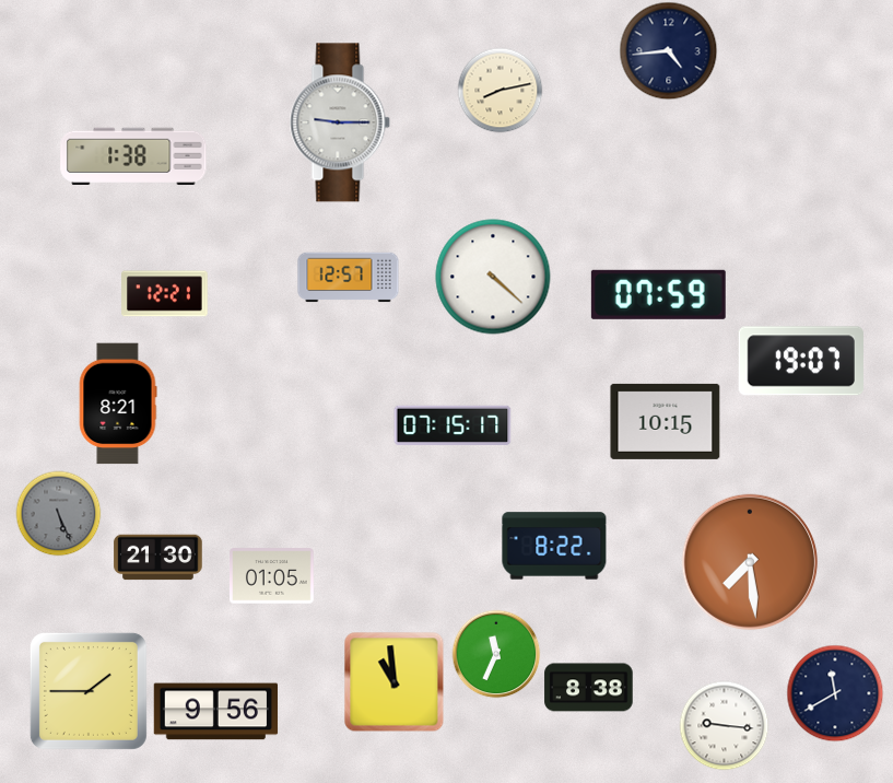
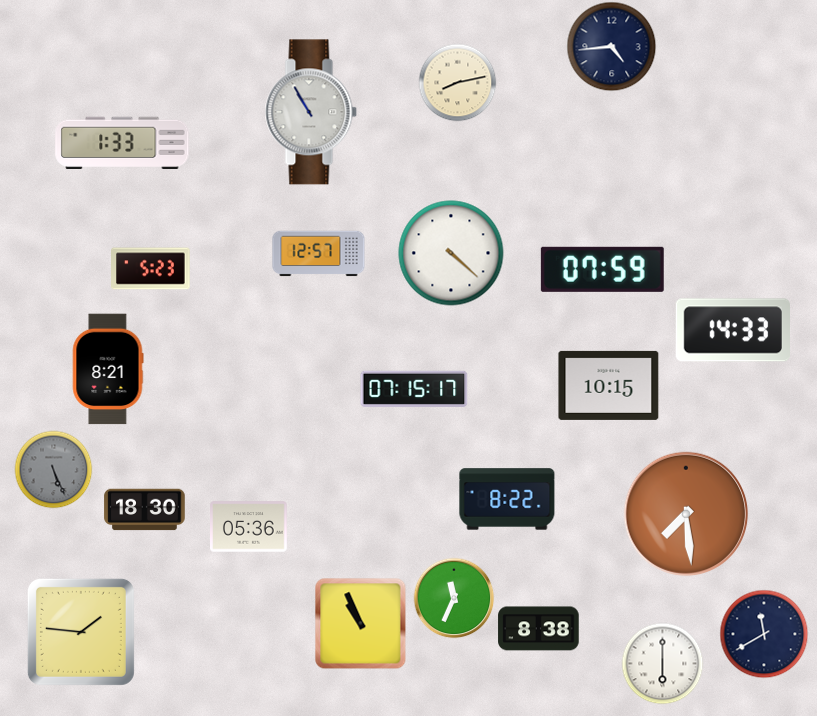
clock at (340, 122): 9:15 -> 10:55
clock at (133, 155): 1:38 -> 1:33
clock at (165, 294): 12:21 -> 5:23
clock at (801, 361): 19:07 -> 14:33
clock at (158, 558): 21:30 -> 18:30
clock at (272, 576): 01:05 -> 05:36
clock at (393, 681): 10:59 -> 10:56
clock at (89, 691): 1:45 -> 1:46
clock at (216, 712): 9:56 -> none
clock at (724, 725): 9:16 -> 6:00
